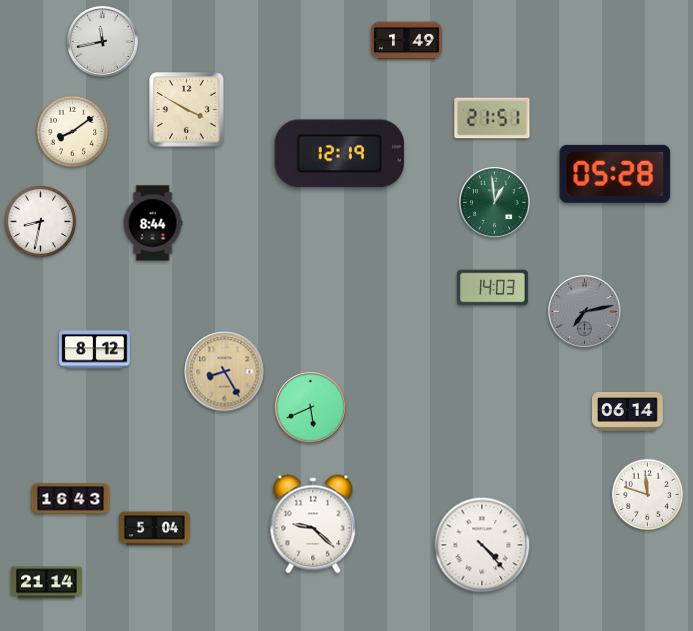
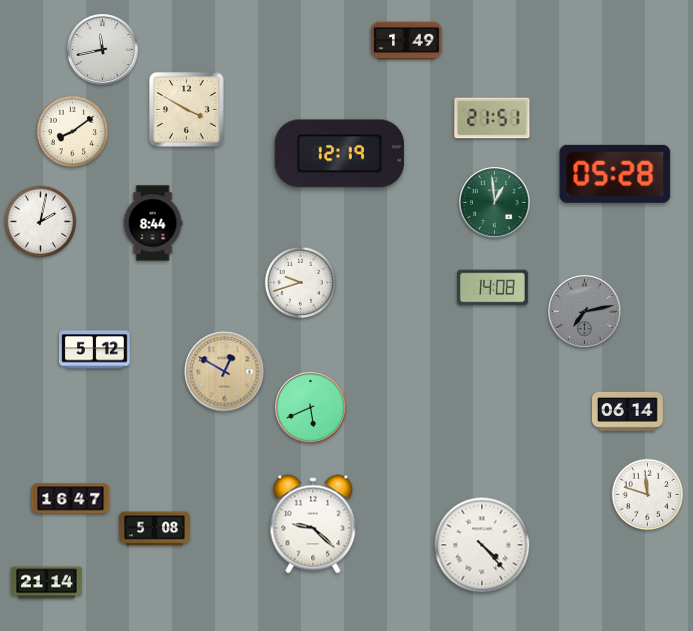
clock at (103, 42) position: (103, 42) -> (103, 50)
clock at (41, 222): 8:32 -> 2:02
clock at (301, 283): none -> 9:42
clock at (493, 288): 14:03 -> 14:08
clock at (95, 350): 8:12 -> 5:12
clock at (225, 372): 8:25 -> 12:50
clock at (71, 499): 16:43 -> 16:47
clock at (155, 529): 5:04 -> 5:08
